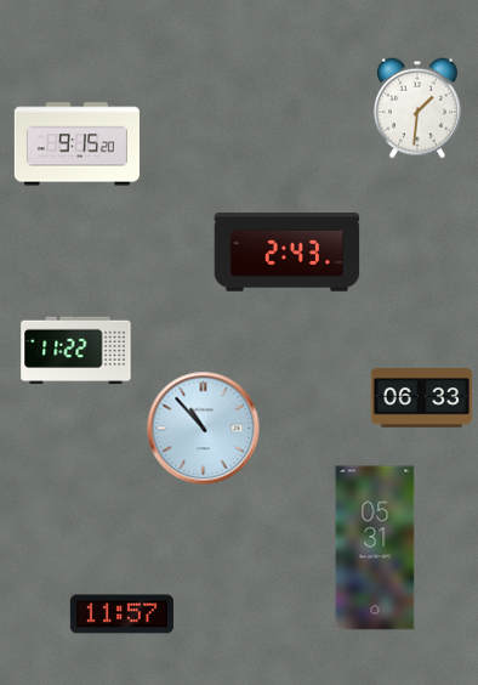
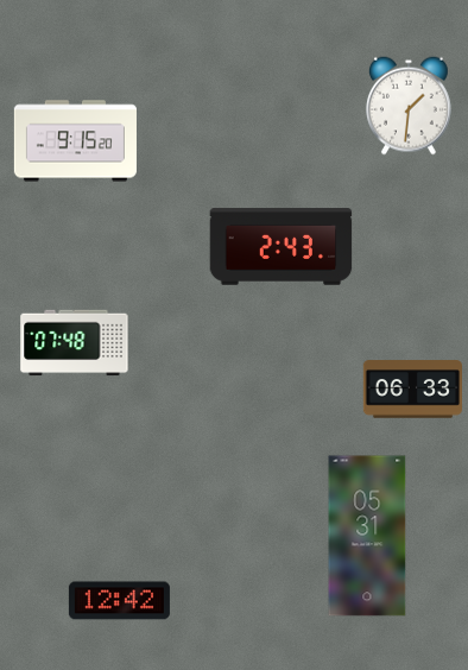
clock at (76, 351): 11:22 -> 07:48
clock at (204, 429): 10:53 -> none
clock at (121, 615): 11:57 -> 12:42
